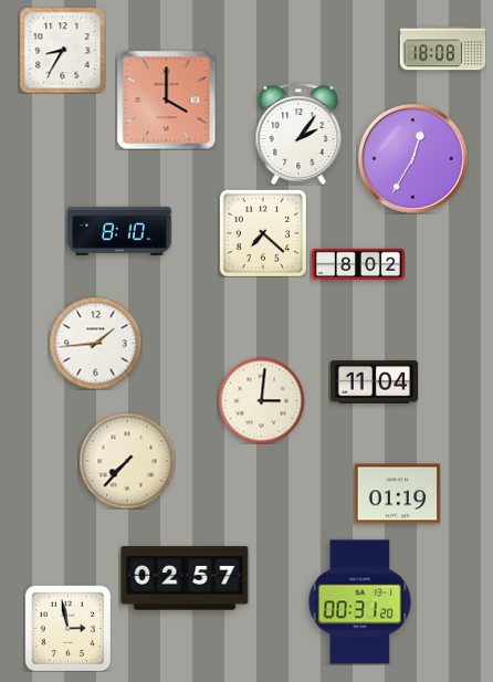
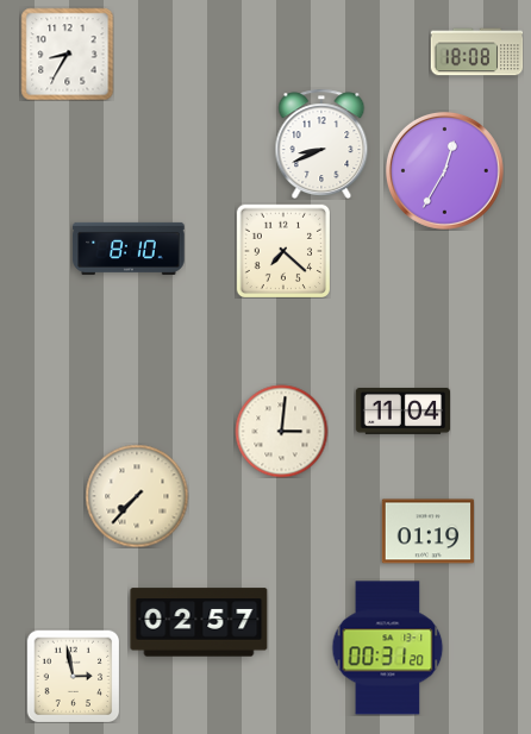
clock at (166, 99): 4:00 -> none
clock at (298, 134): 2:06 -> 8:41
clock at (358, 263): 8:02 -> none
clock at (95, 343): 1:44 -> none
